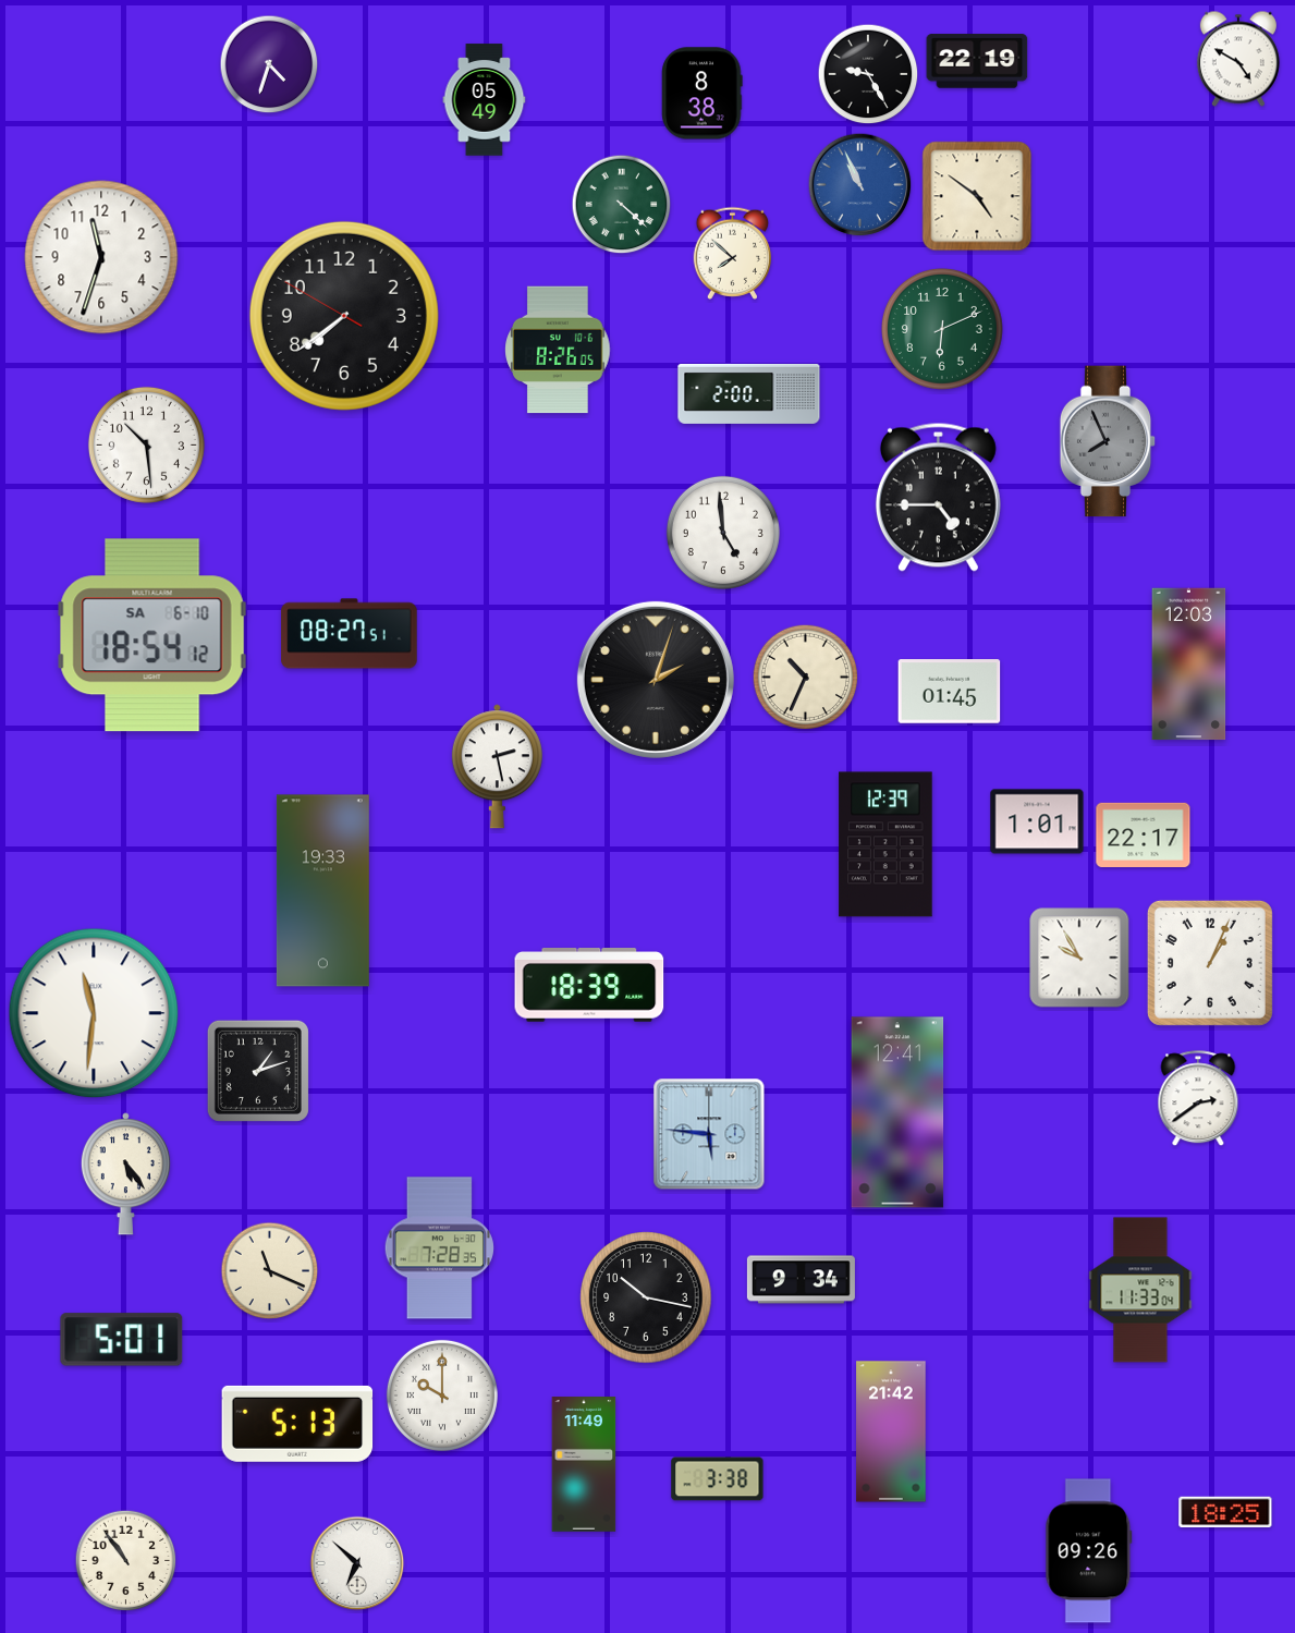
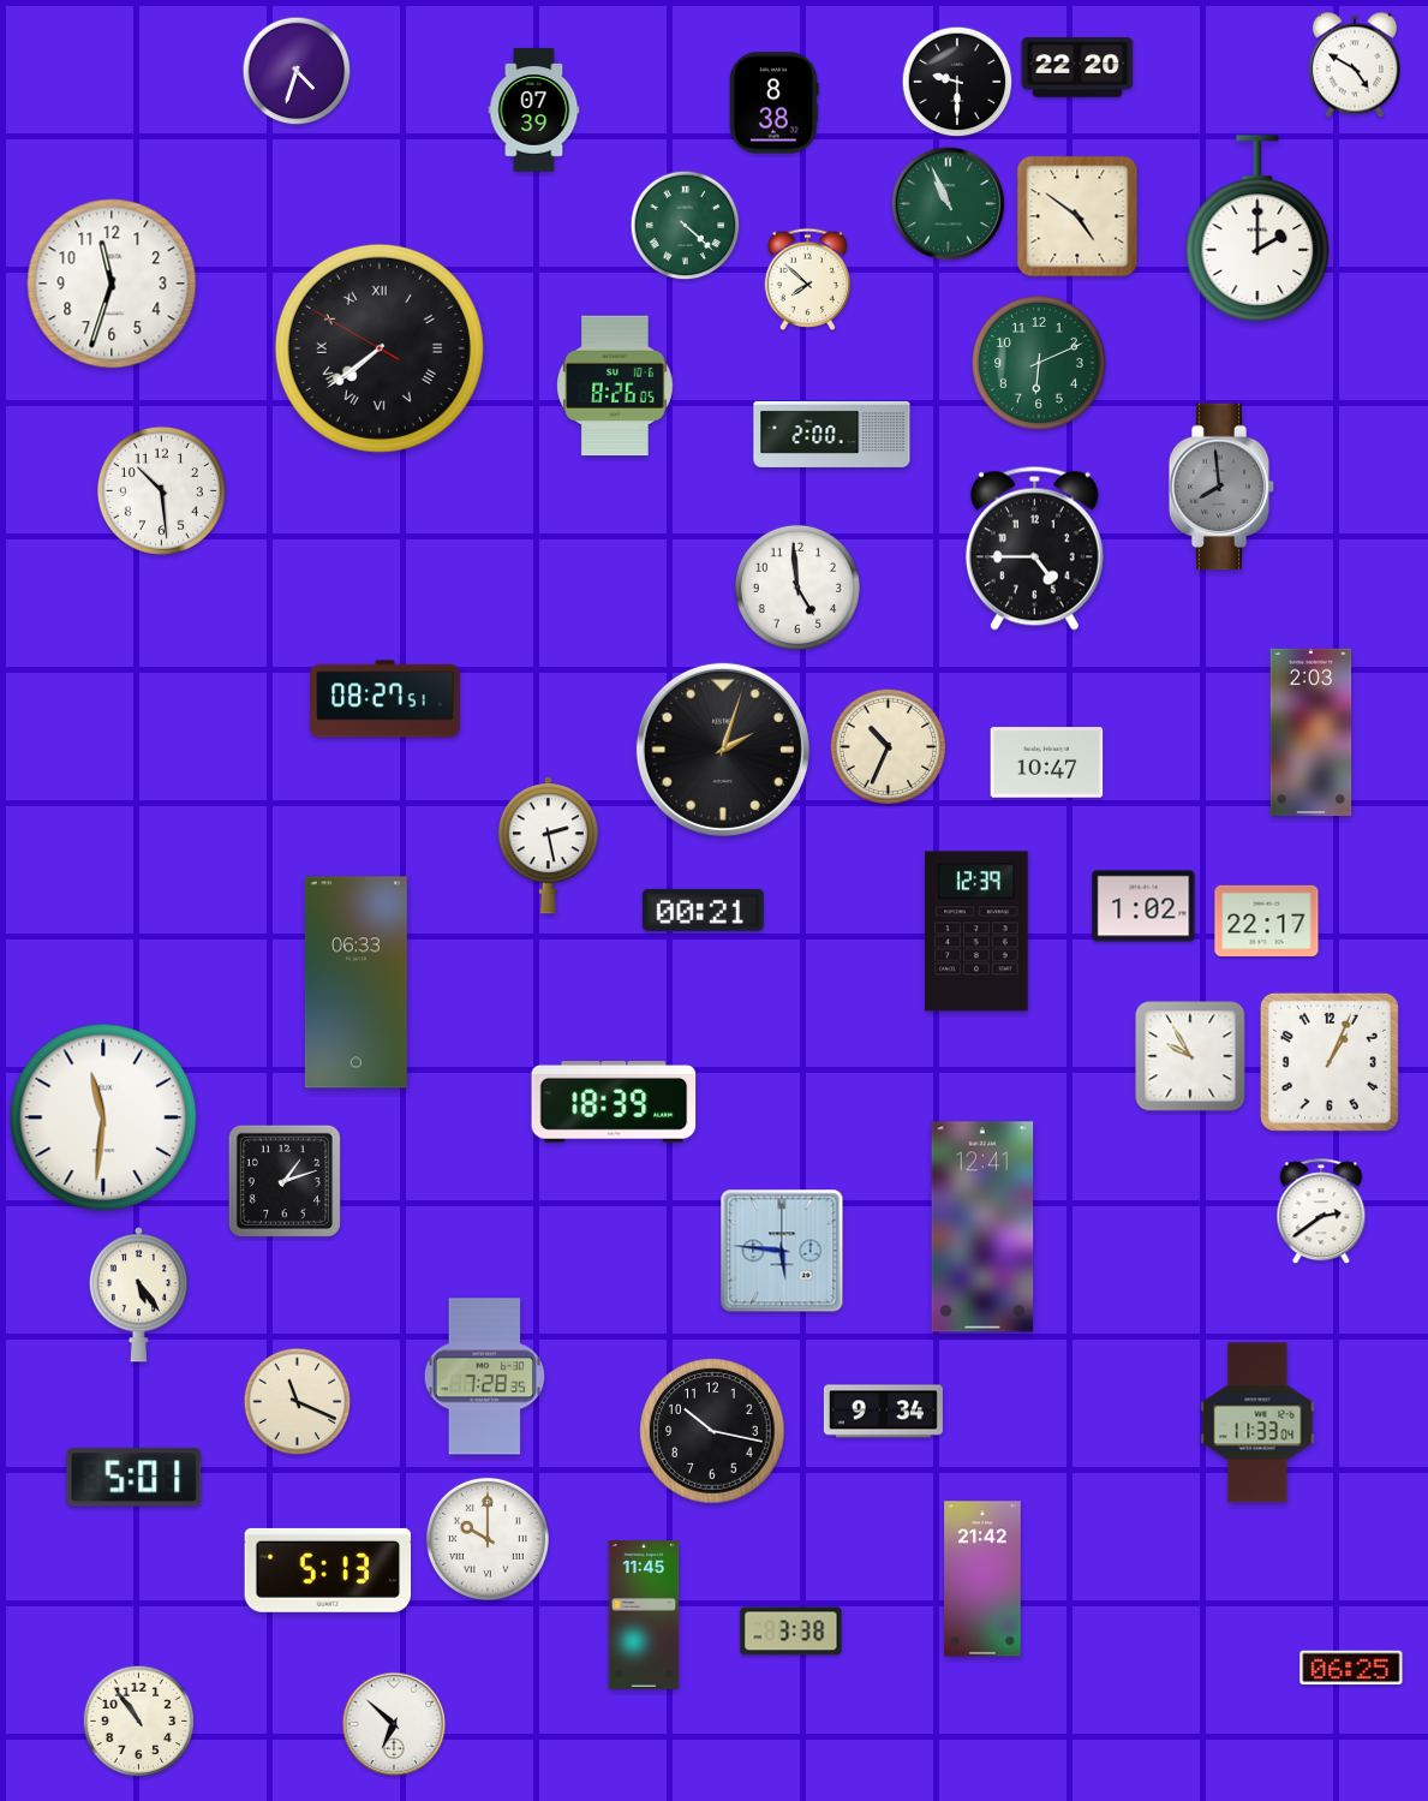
clock at (1238, 59) position: (1238, 59) -> (1355, 65)
clock at (977, 61): 22:19 -> 22:20
clock at (868, 74): 9:25 -> 9:30
clock at (485, 100): 05:49 -> 07:39
clock at (860, 185) dial: blue -> green
clock at (1257, 228): none -> 2:00
clock at (344, 316) numerals: Arabic -> Roman
clock at (749, 393) position: (749, 393) -> (832, 434)
clock at (1108, 441): 7:56 -> 7:59
clock at (152, 635): 18:54 -> none
clock at (1189, 665): 12:03 -> 2:03
clock at (950, 692): 01:45 -> 10:47
clock at (1037, 821): 1:01 -> 1:02
clock at (703, 910): none -> 00:21
clock at (1144, 834) position: (1144, 834) -> (1267, 920)
clock at (322, 891): 19:33 -> 06:33
clock at (1210, 963) position: (1210, 963) -> (1330, 1062)
clock at (589, 986) position: (589, 986) -> (614, 1103)
clock at (897, 1112) position: (897, 1112) -> (982, 1227)
clock at (584, 1464): 11:49 -> 11:45
clock at (1225, 1512): 18:25 -> 06:25
clock at (1089, 1551): 09:26 -> none
